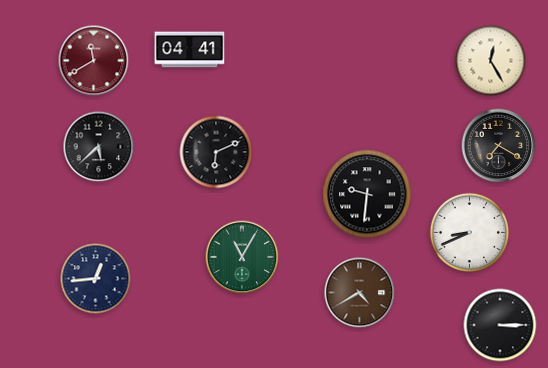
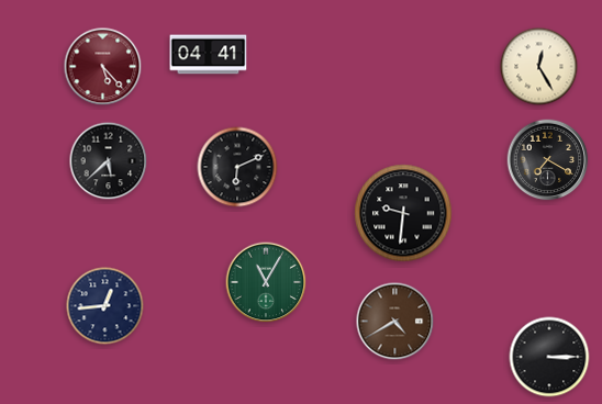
clock at (94, 61): 11:40 -> 5:23
clock at (470, 233): 8:41 -> none
